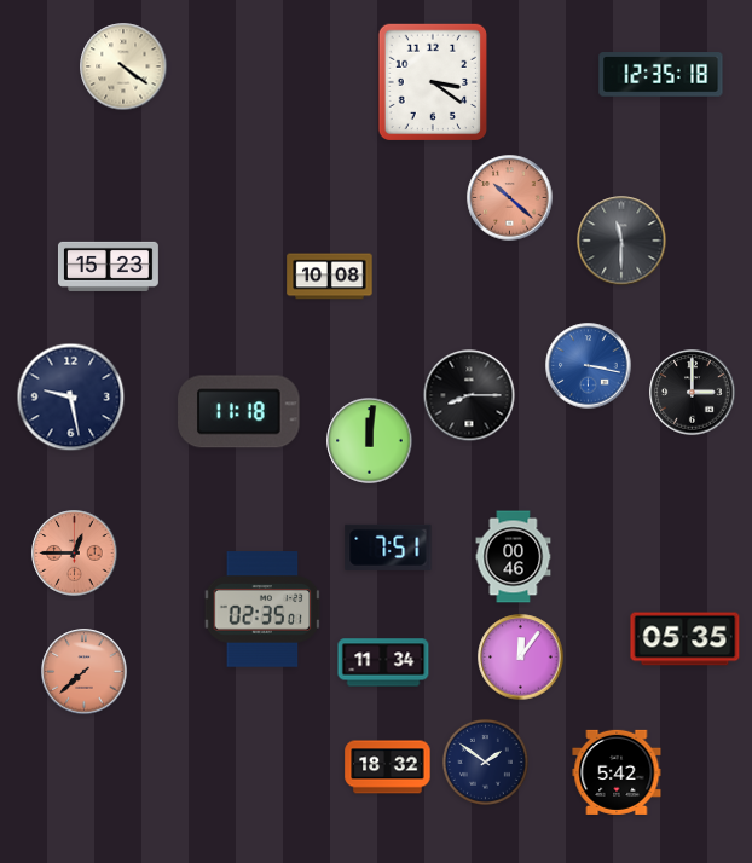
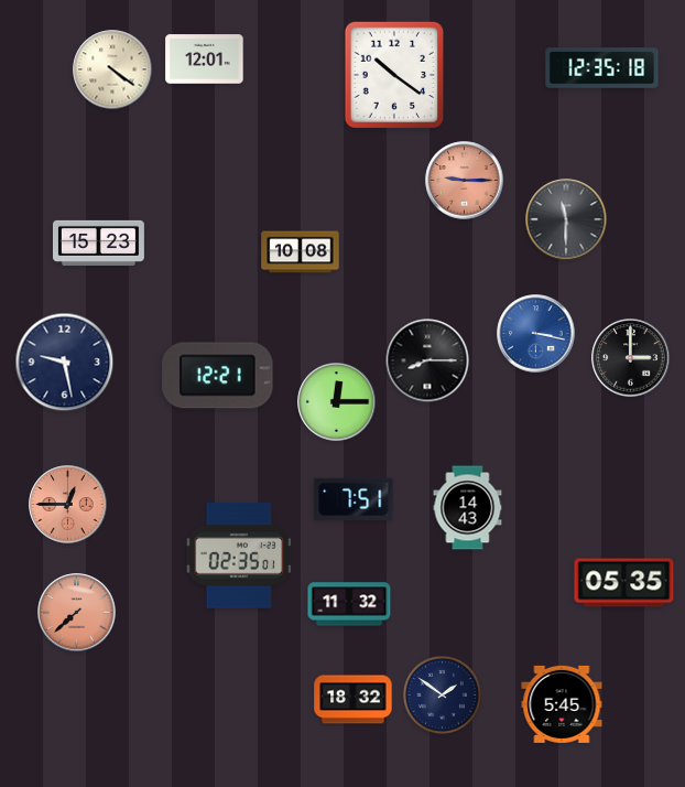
clock at (205, 60): none -> 12:01
clock at (123, 66) position: (123, 66) -> (112, 69)
clock at (432, 81): 3:21 -> 10:21
clock at (510, 198): 10:22 -> 9:15
clock at (239, 412): 11:18 -> 12:21
clock at (370, 441): 12:01 -> 12:15
clock at (514, 557): 00:46 -> 14:43
clock at (521, 658): 12:06 -> none
clock at (383, 662): 11:34 -> 11:32
clock at (617, 772): 5:42 -> 5:45
